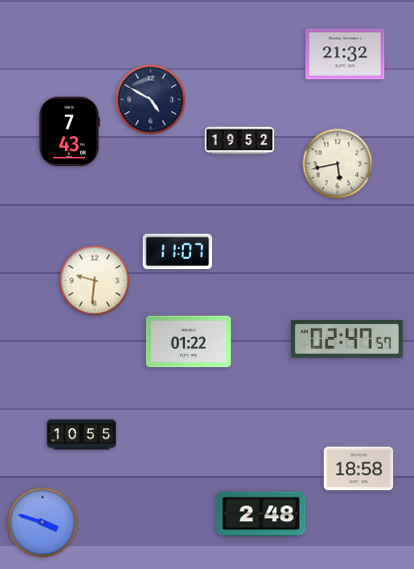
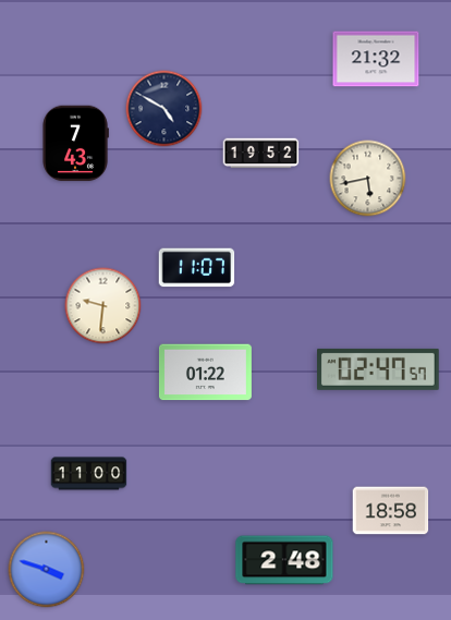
clock at (178, 252) position: (178, 252) -> (197, 268)
clock at (82, 435): 10:55 -> 11:00
